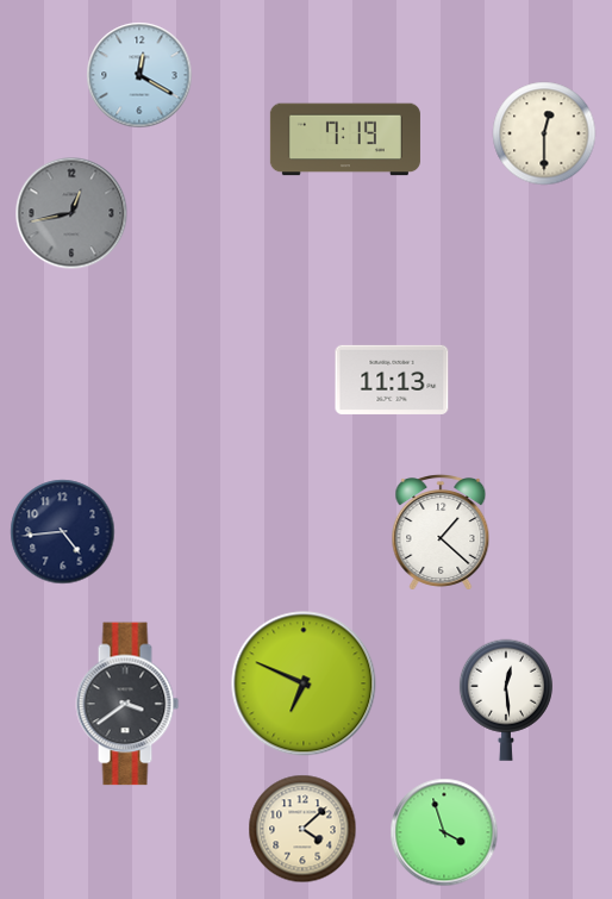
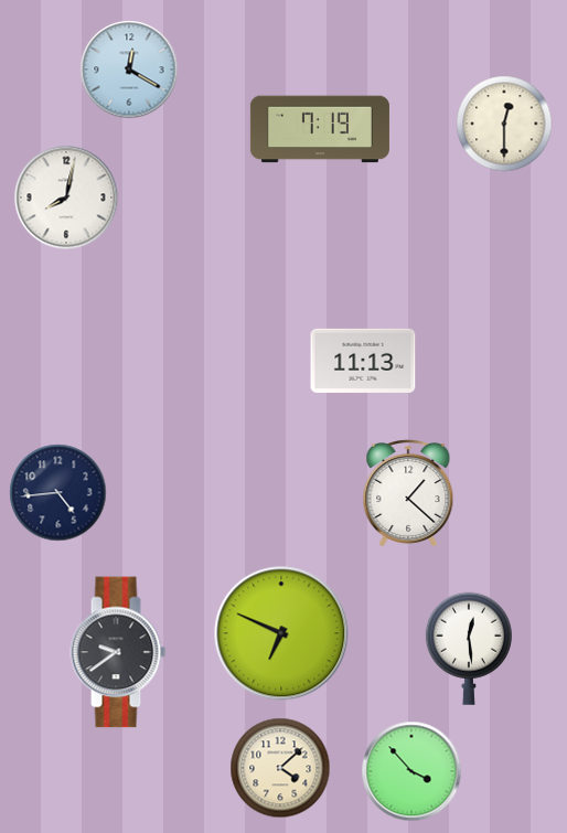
clock at (71, 213): 12:43 -> 8:02
clock at (71, 213) dial: grey -> white
clock at (392, 380) position: (392, 380) -> (363, 361)
clock at (127, 704): 3:39 -> 9:39
clock at (444, 832): 3:57 -> 3:53
